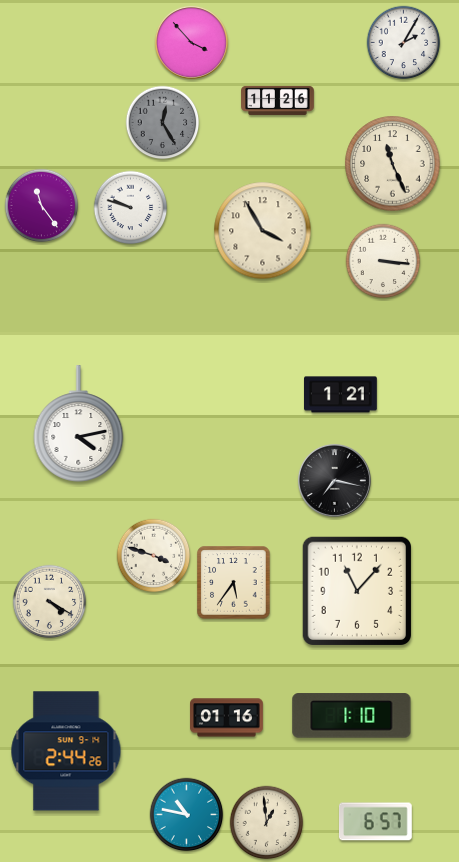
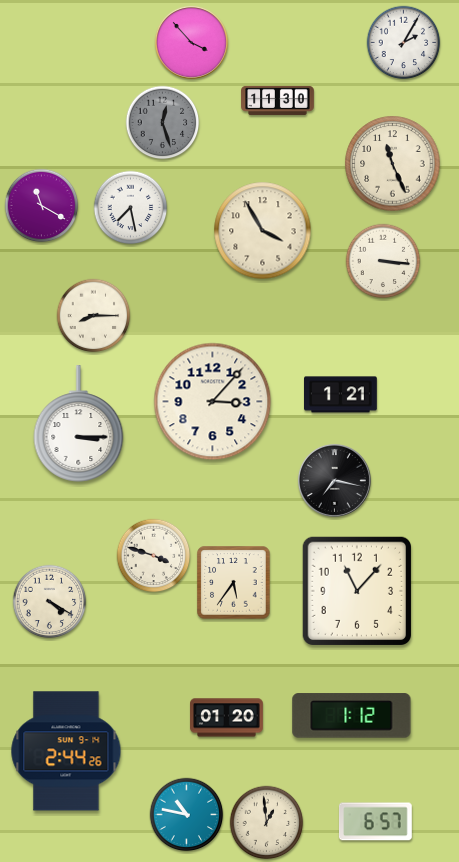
clock at (278, 100): 11:26 -> 11:30
clock at (163, 123): 12:25 -> 12:27
clock at (42, 206): 11:24 -> 11:20
clock at (131, 208): 9:48 -> 7:28
clock at (94, 316): none -> 8:15
clock at (213, 402): none -> 3:07
clock at (79, 424): 4:13 -> 3:15
clock at (352, 716): 1:10 -> 1:12
clock at (227, 718): 01:16 -> 01:20
